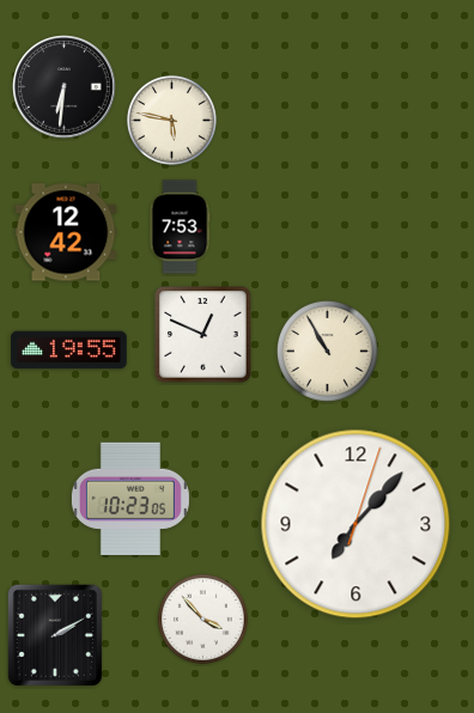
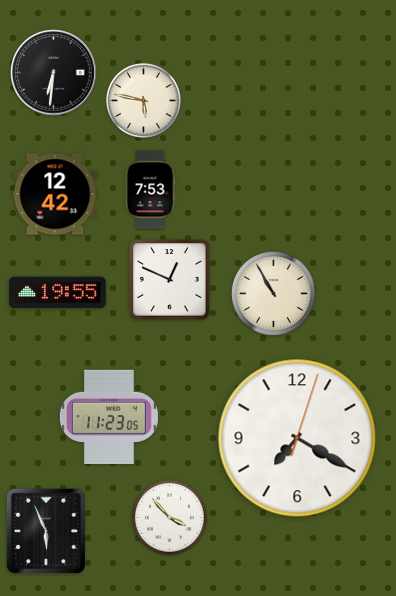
clock at (130, 499): 10:23 -> 11:23
clock at (355, 524): 7:07 -> 7:20
clock at (55, 635): 2:10 -> 5:56
